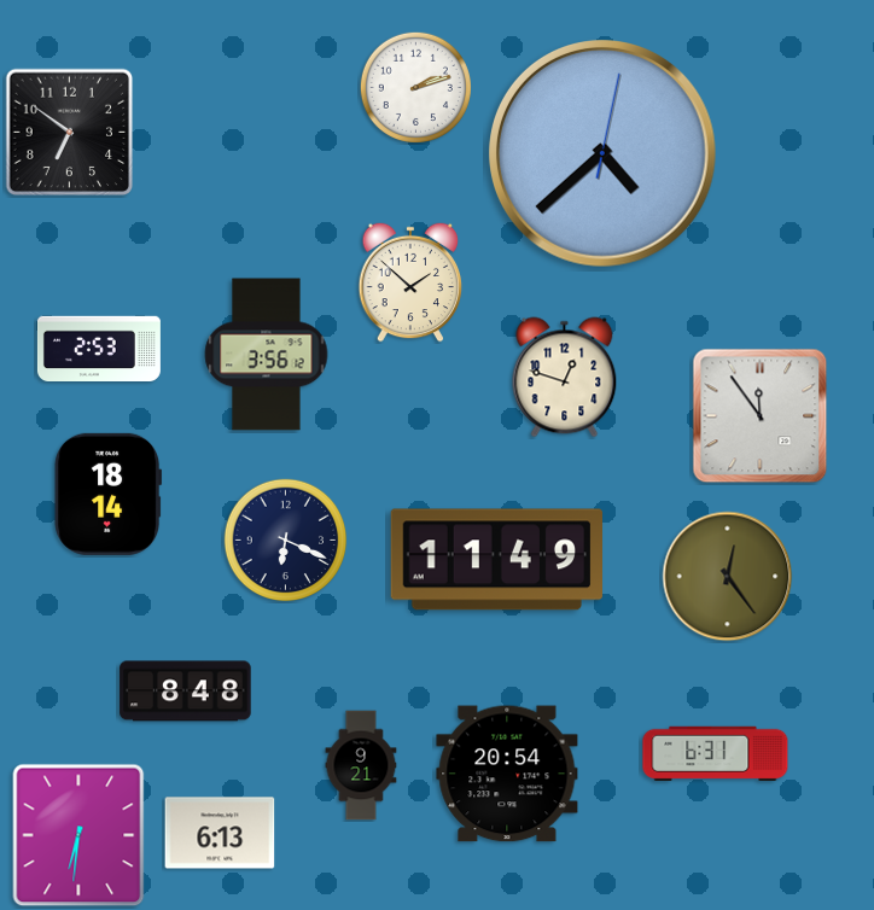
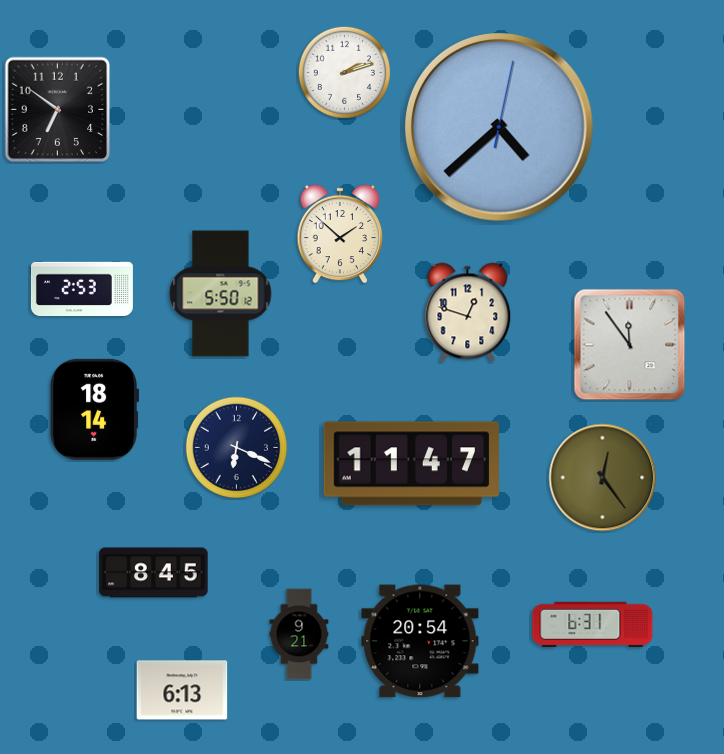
clock at (267, 355): 3:56 -> 5:50
clock at (109, 494) position: (109, 494) -> (95, 409)
clock at (496, 560): 11:49 -> 11:47
clock at (186, 692): 8:48 -> 8:45
clock at (78, 835): 6:31 -> none
